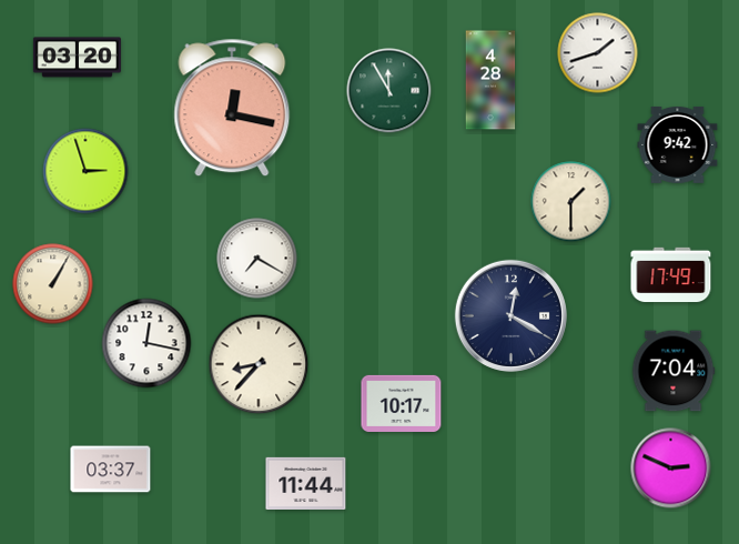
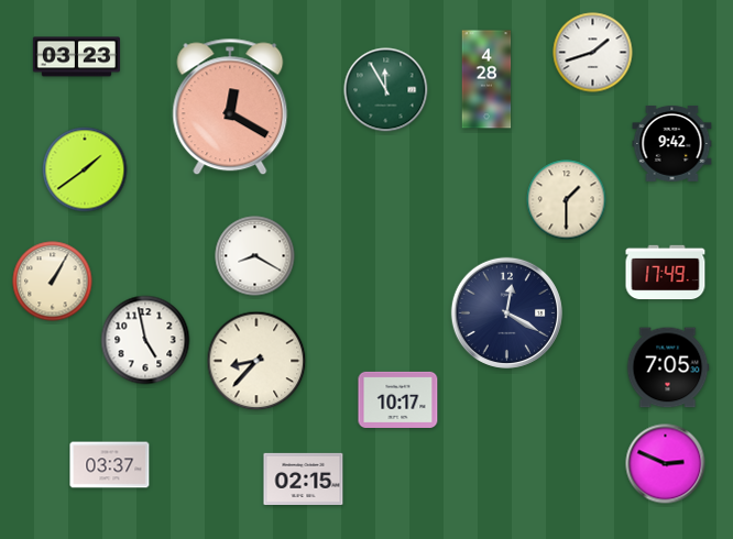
clock at (77, 58): 03:20 -> 03:23
clock at (232, 108): 12:17 -> 12:20
clock at (85, 171): 2:57 -> 1:39
clock at (257, 259): 7:20 -> 8:20
clock at (146, 343): 12:17 -> 4:58
clock at (674, 371): 7:04 -> 7:05
clock at (306, 483): 11:44 -> 02:15
